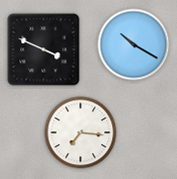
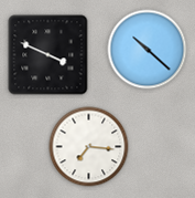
clock at (134, 45): 10:20 -> 10:22
